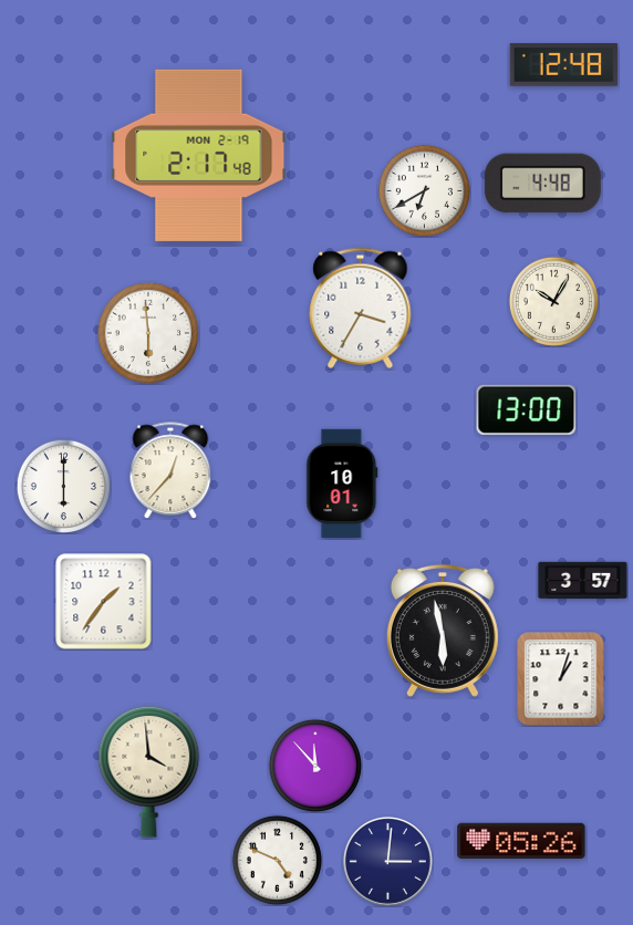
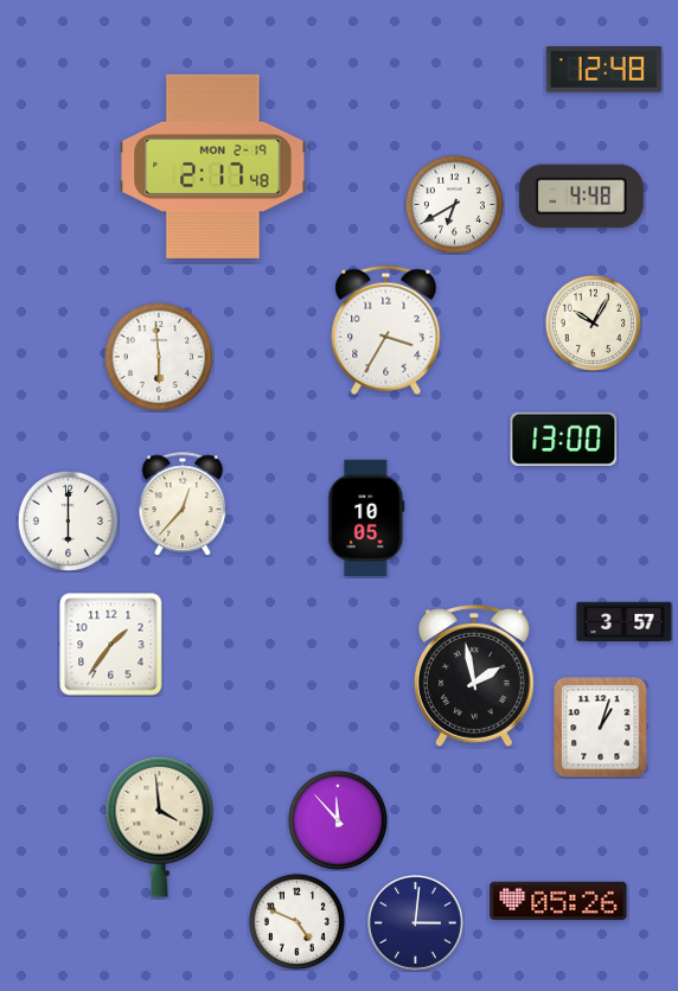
clock at (342, 482): 10:01 -> 10:05
clock at (443, 631): 5:58 -> 1:58
